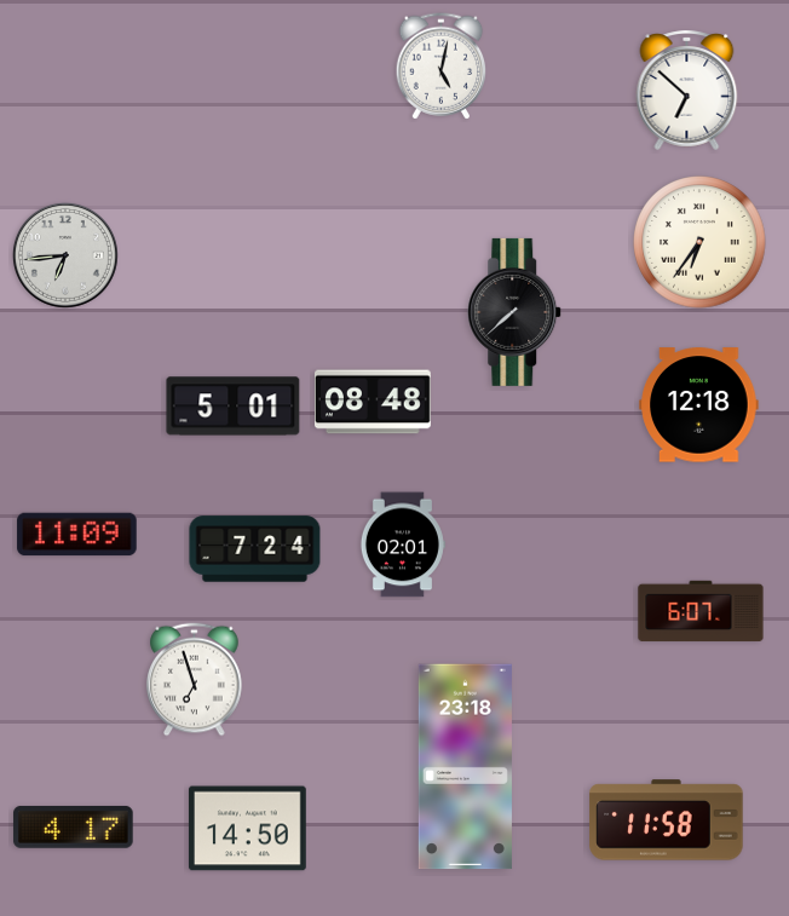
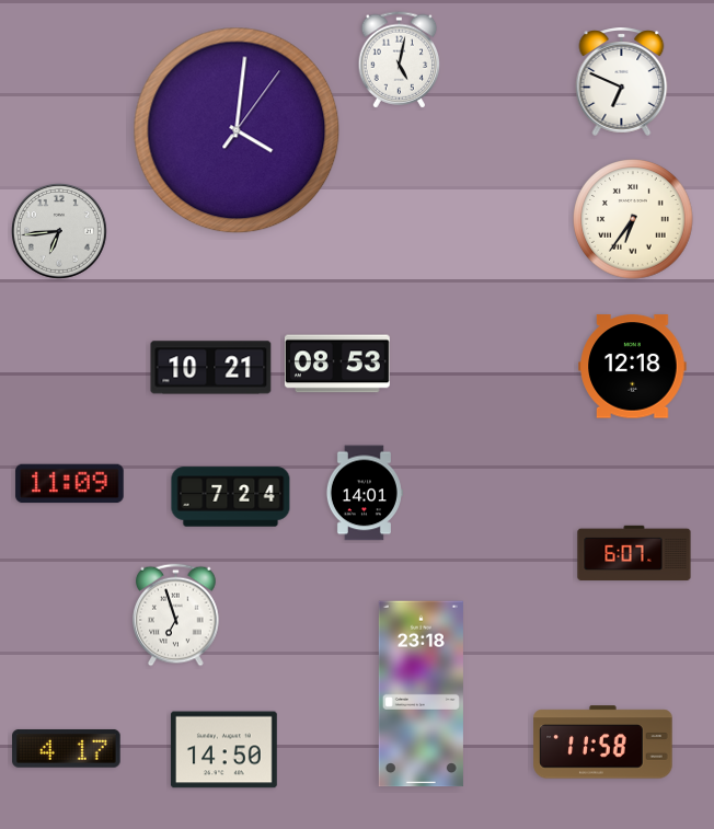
clock at (687, 90): 6:52 -> 6:49
clock at (237, 130): none -> 4:01
clock at (516, 312): 7:38 -> none
clock at (373, 402): 08:48 -> 08:53
clock at (234, 407): 5:01 -> 10:21
clock at (402, 545): 02:01 -> 14:01
